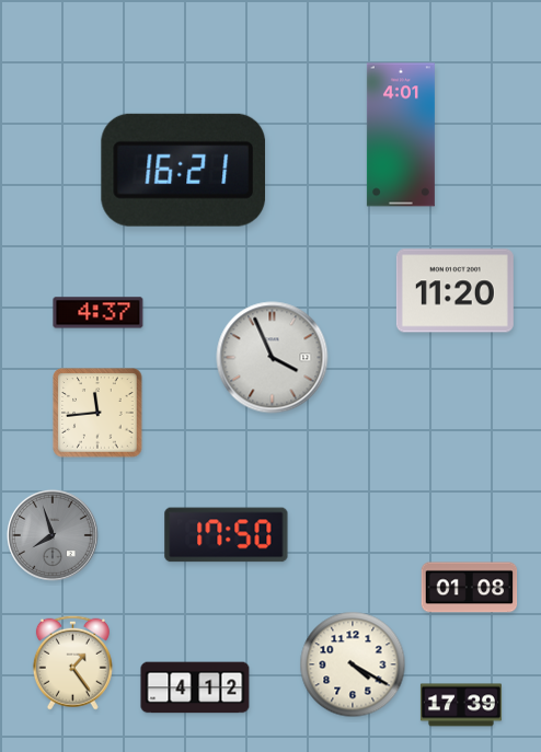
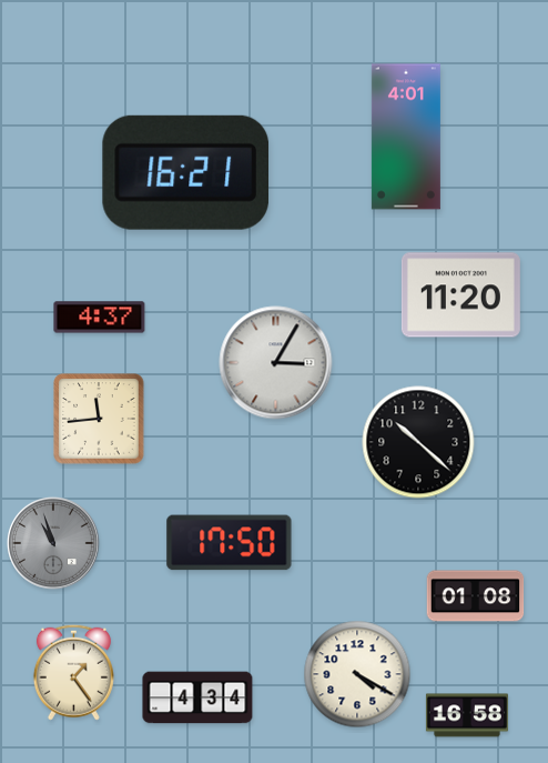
clock at (273, 358): 3:56 -> 3:05
clock at (418, 442): none -> 10:22
clock at (53, 535): 7:57 -> 10:57
clock at (195, 687): 4:12 -> 4:34
clock at (461, 705): 17:39 -> 16:58
